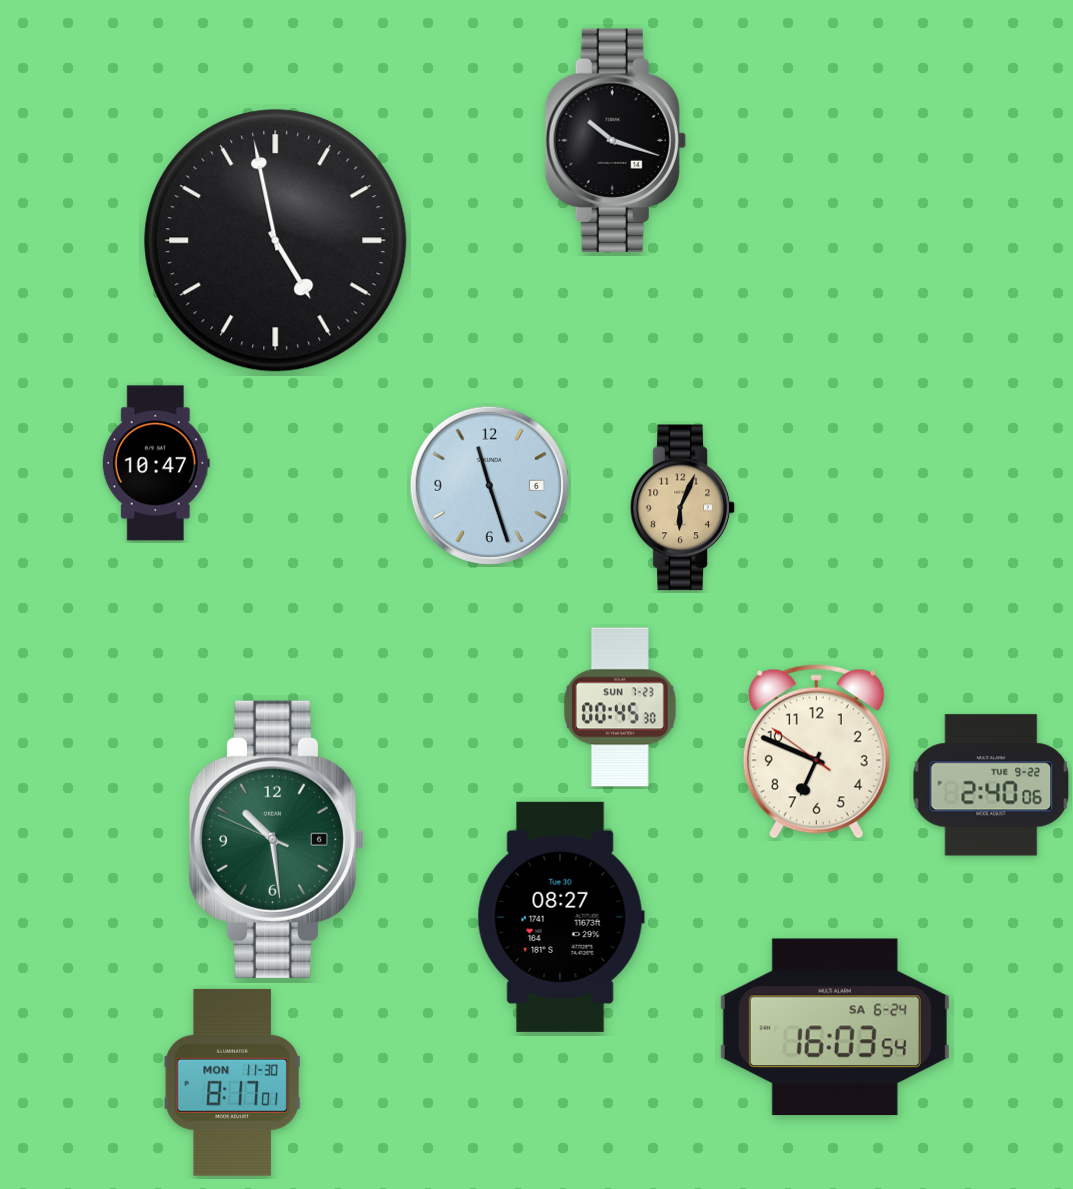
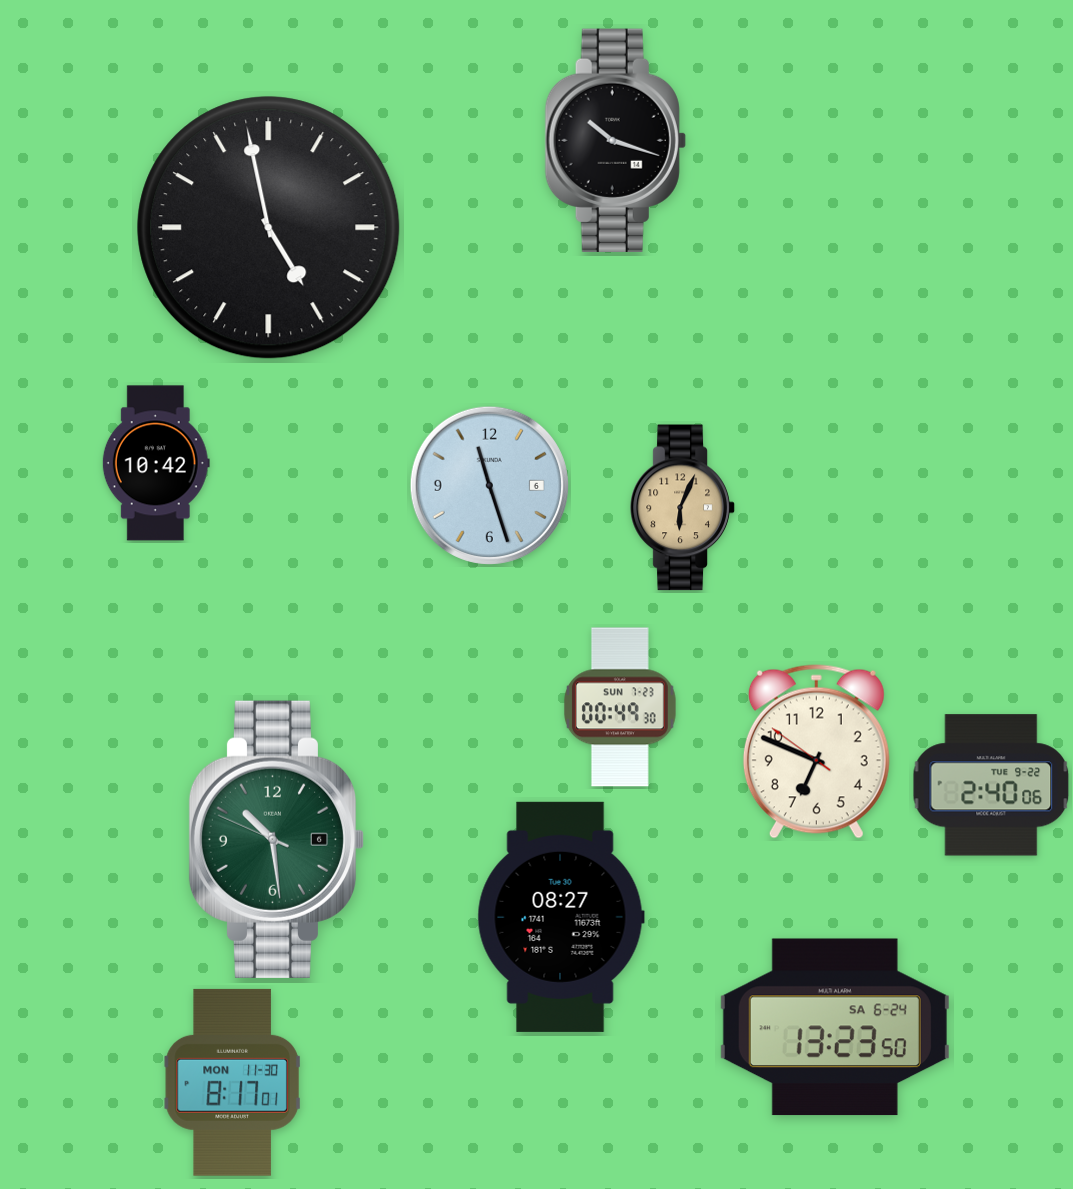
clock at (276, 241) position: (276, 241) -> (269, 228)
clock at (156, 463): 10:47 -> 10:42
clock at (620, 707): 00:45 -> 00:49
clock at (835, 1027): 16:03 -> 13:23
